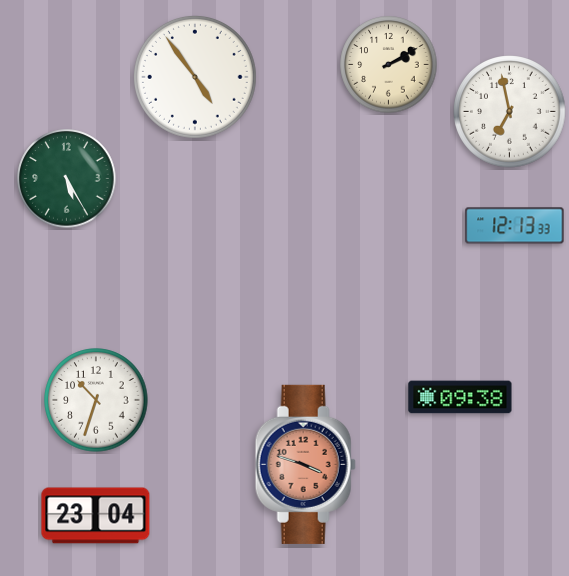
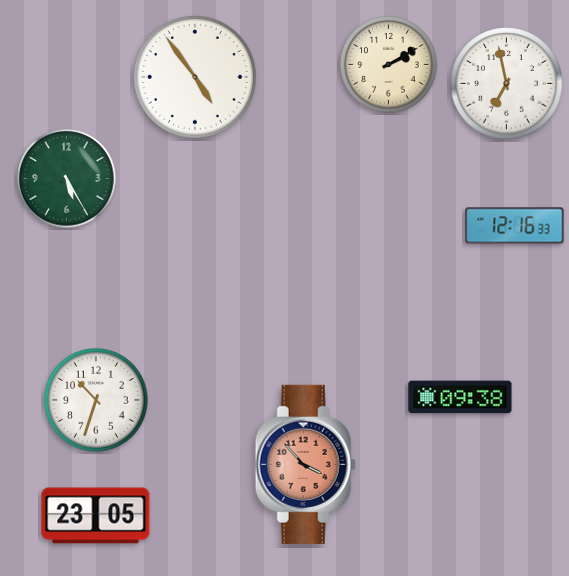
clock at (510, 112) position: (510, 112) -> (507, 84)
clock at (515, 226): 12:13 -> 12:16
clock at (305, 464): 3:48 -> 3:53
clock at (96, 516): 23:04 -> 23:05
